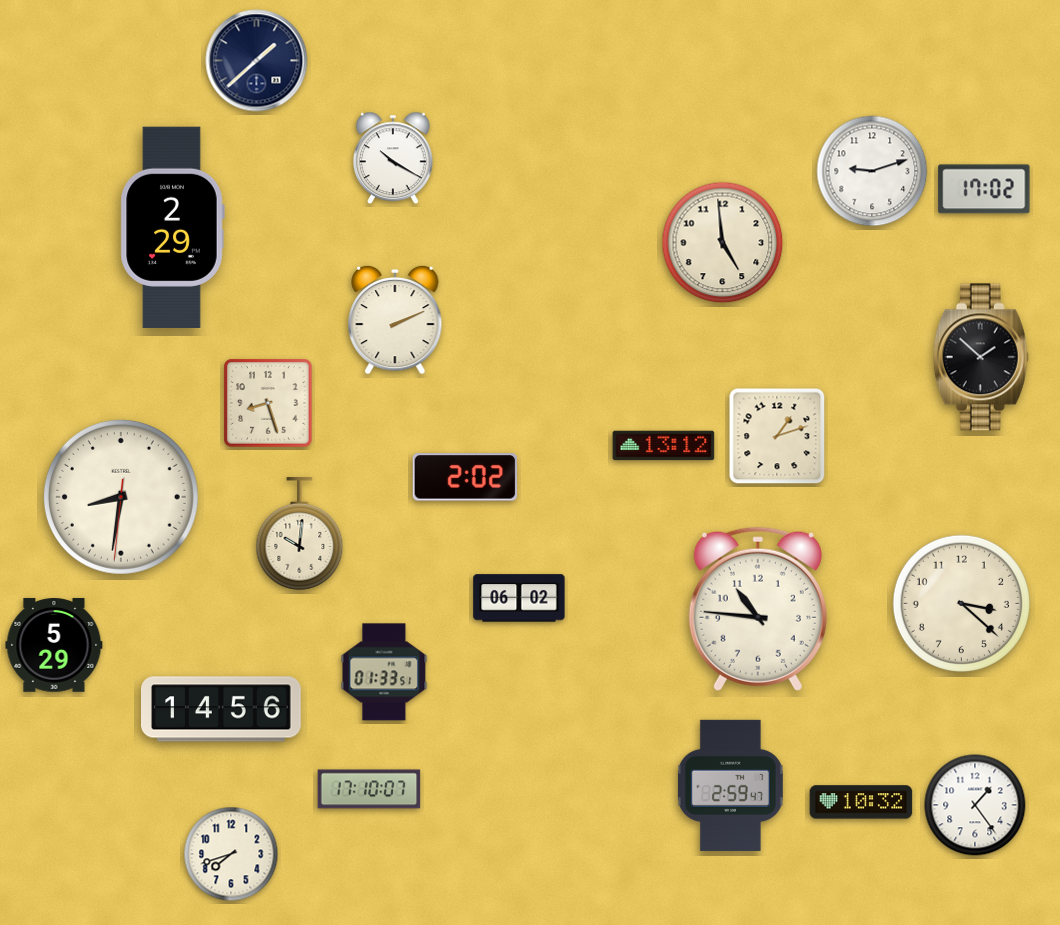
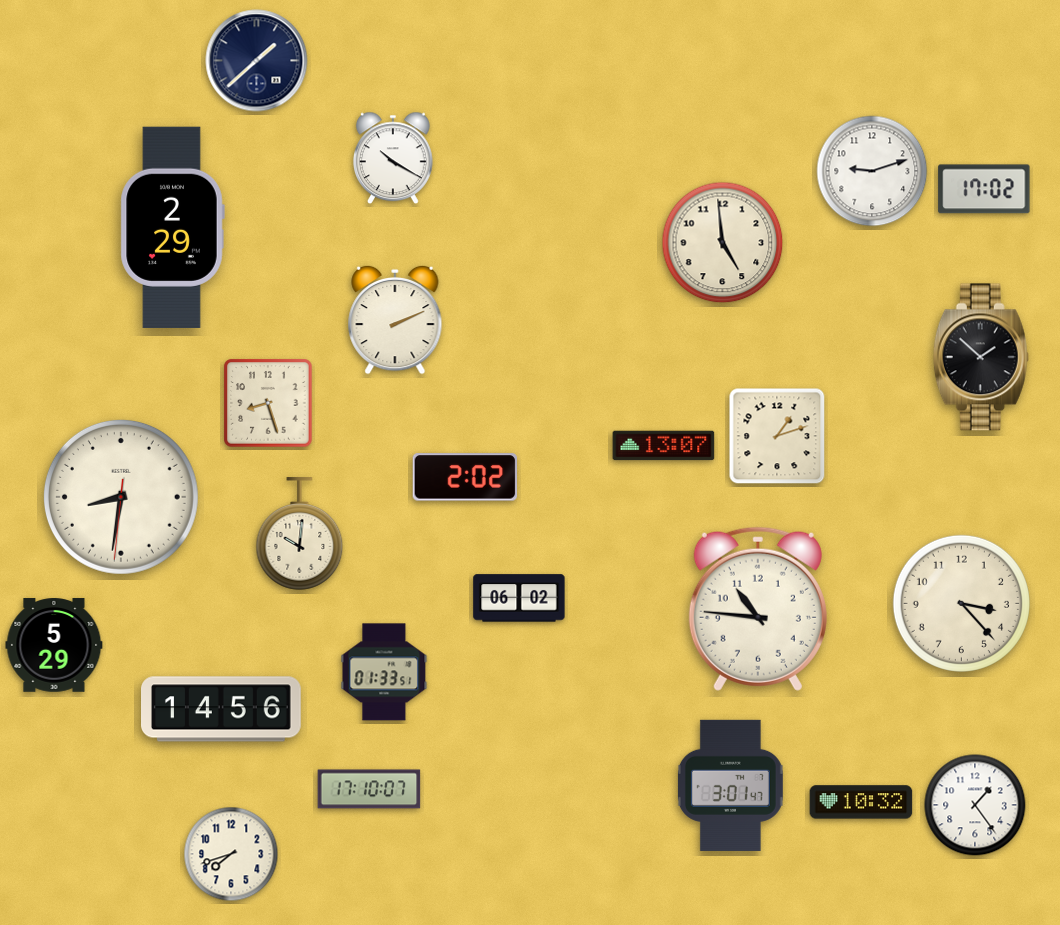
clock at (664, 446): 13:12 -> 13:07
clock at (961, 603): 3:22 -> 3:23
clock at (730, 785): 2:59 -> 3:01
